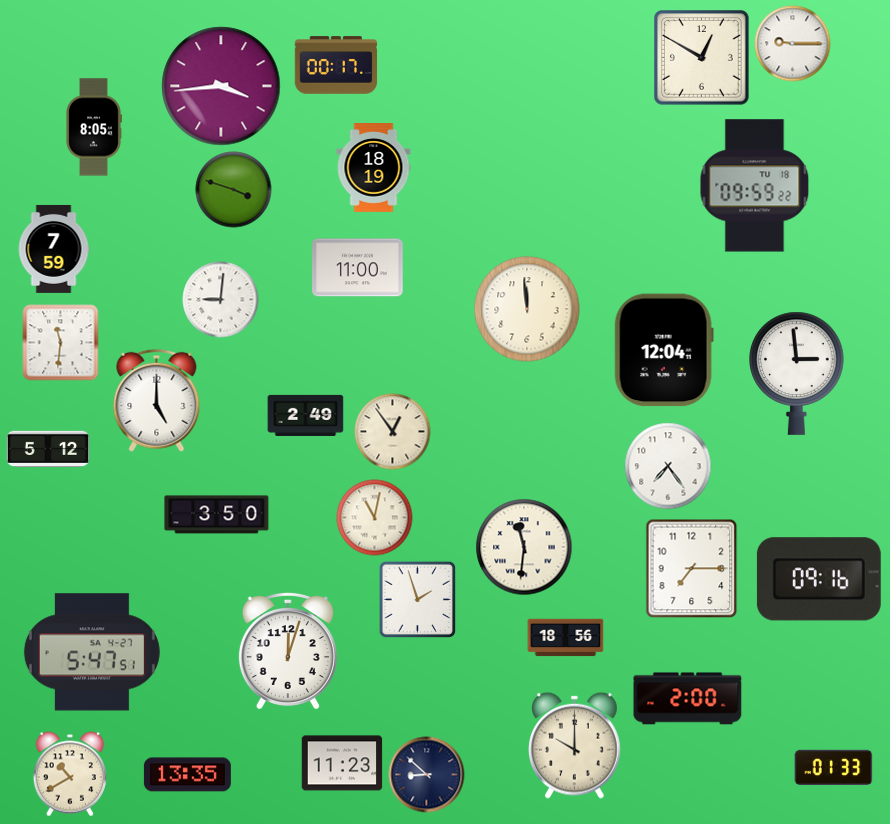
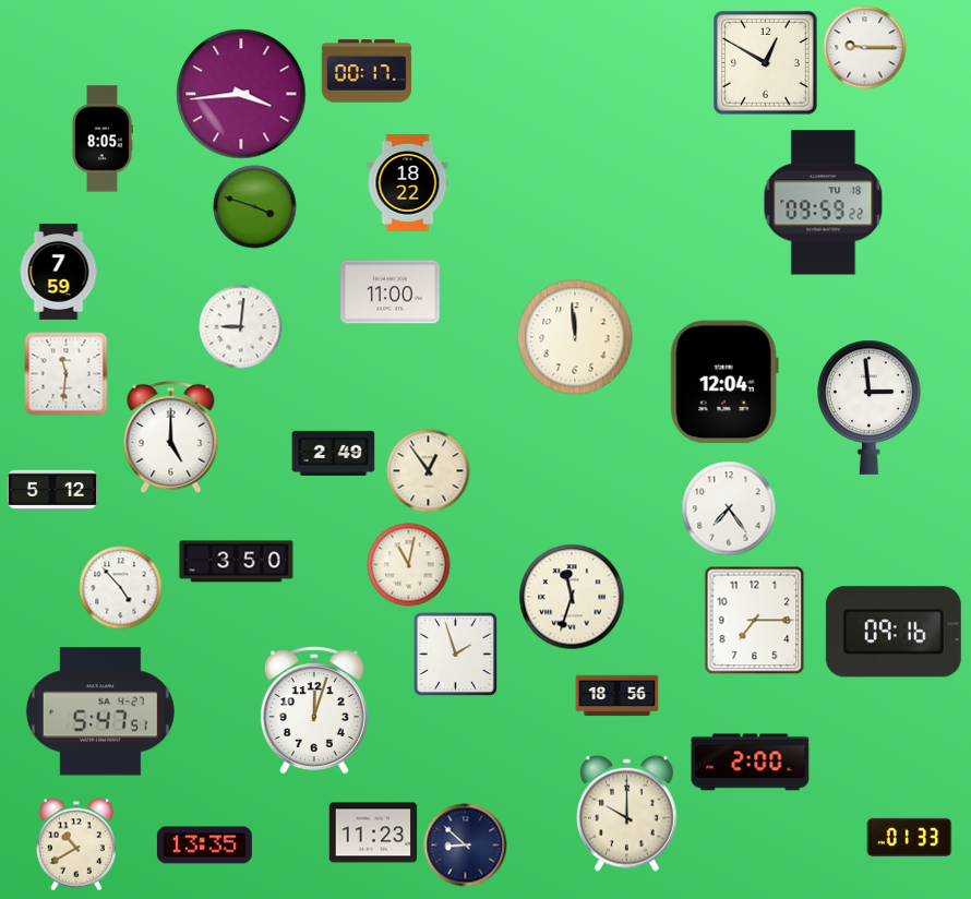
clock at (374, 168): 18:19 -> 18:22
clock at (121, 588): none -> 4:53
clock at (524, 547): 11:31 -> 11:33
